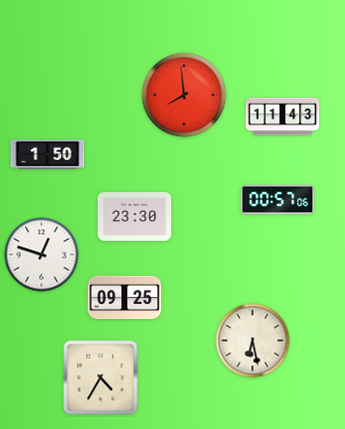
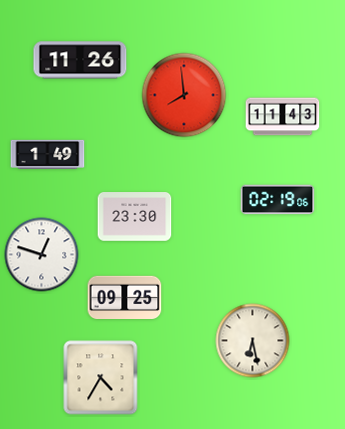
clock at (80, 60): none -> 11:26
clock at (48, 154): 1:50 -> 1:49
clock at (278, 200): 00:57 -> 02:19
